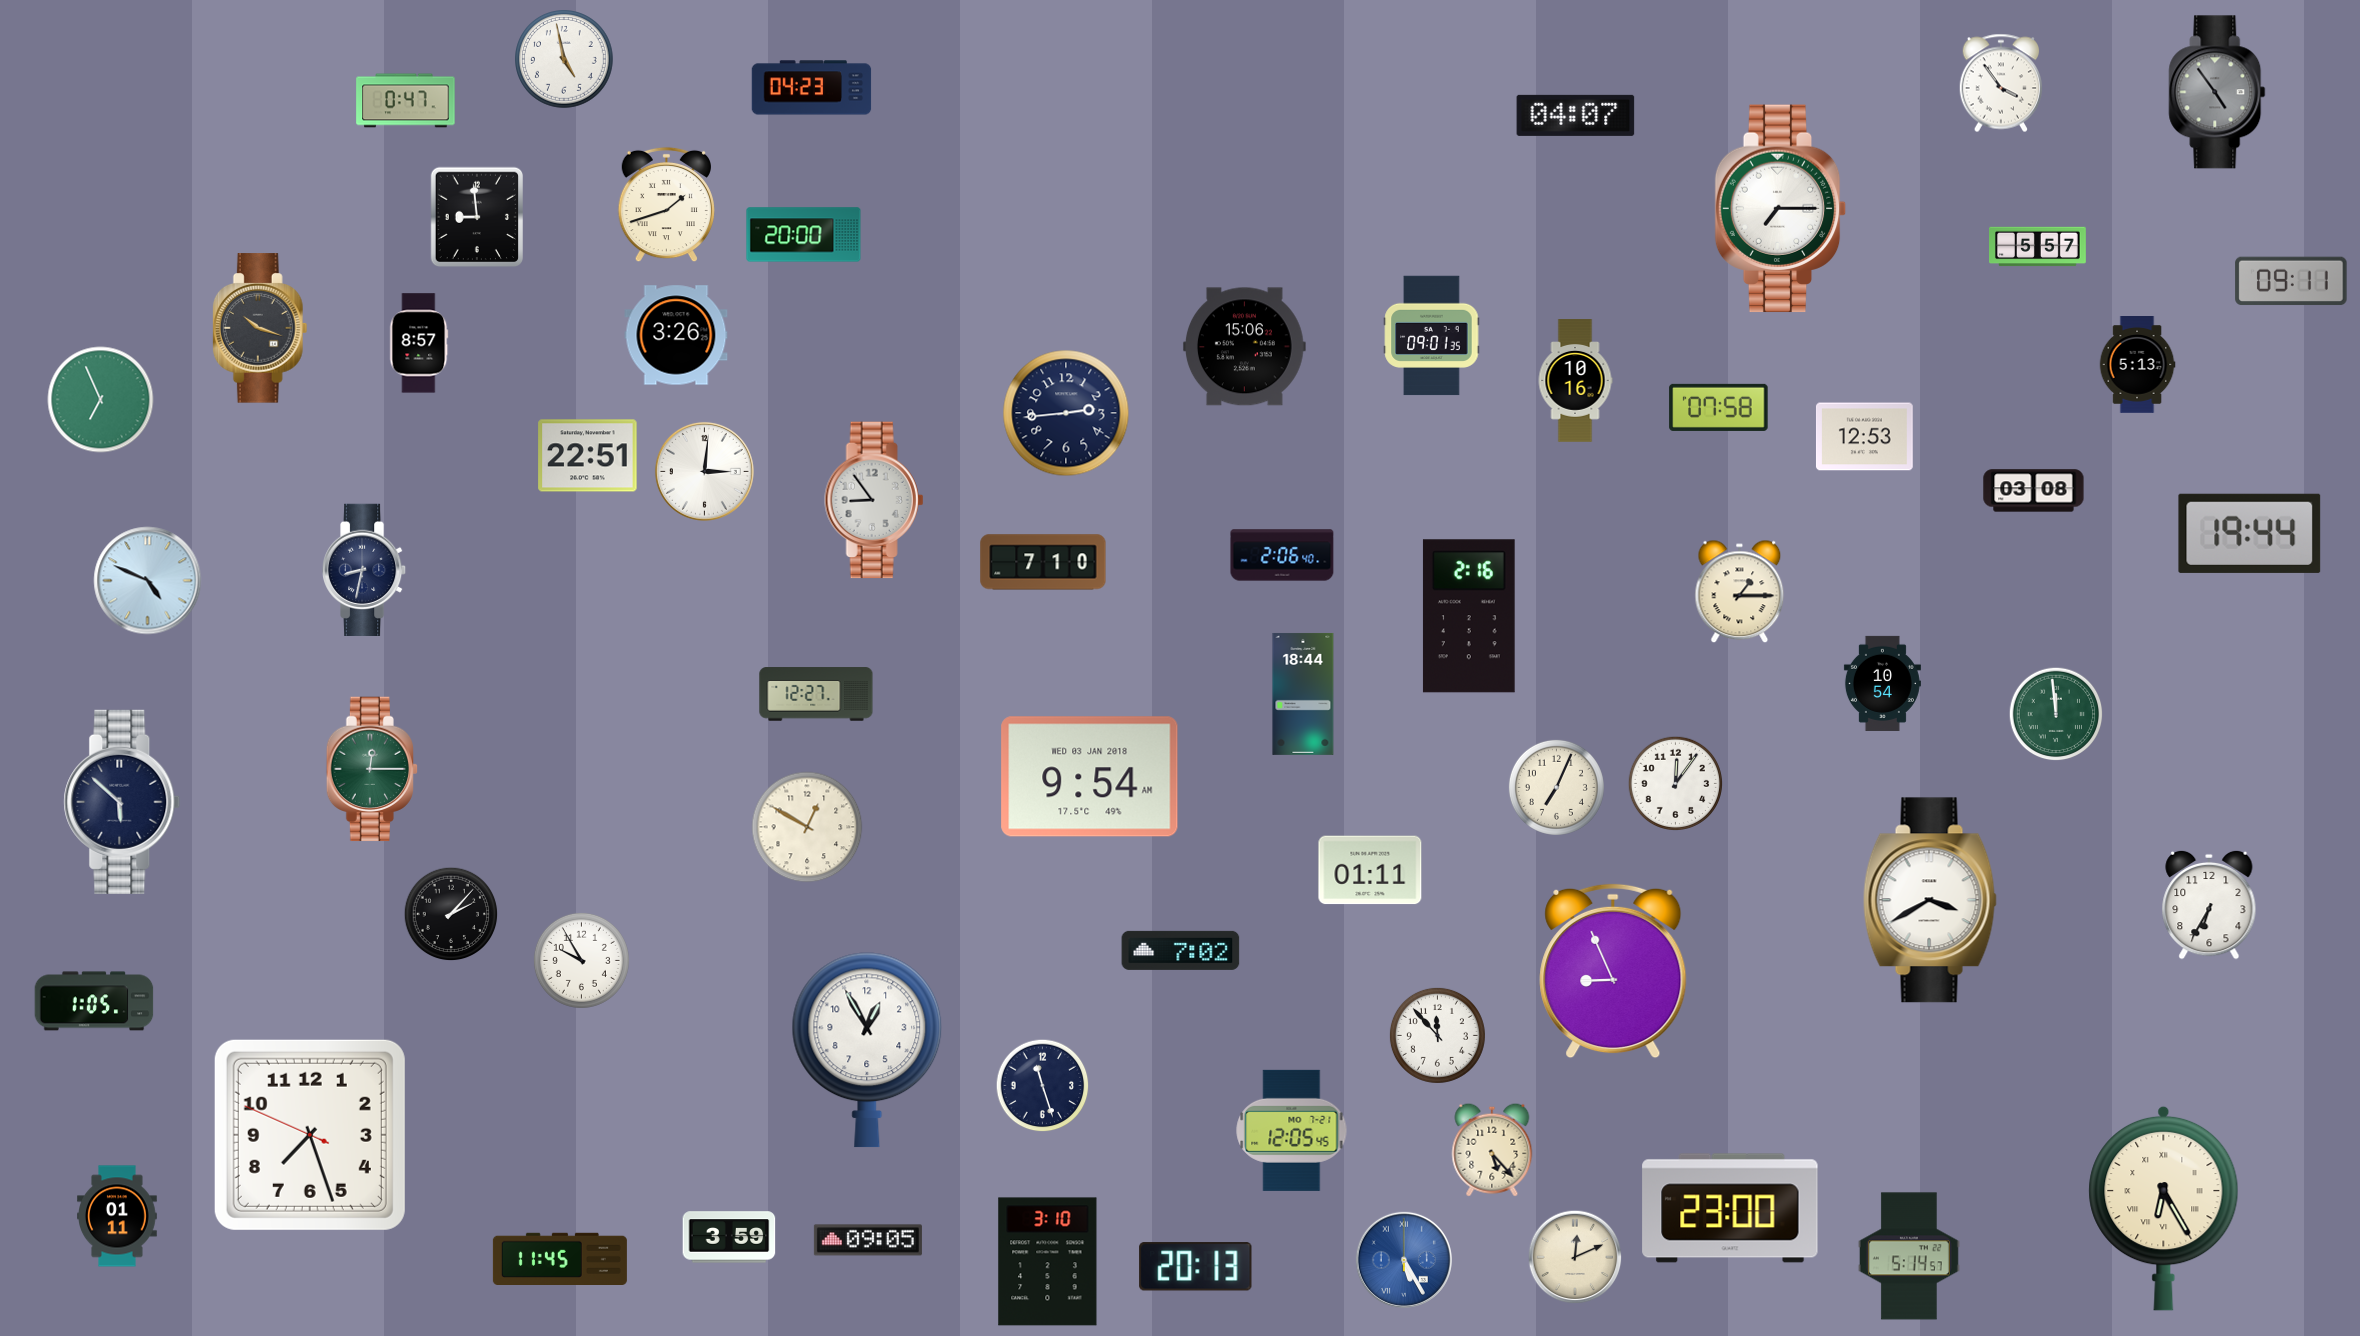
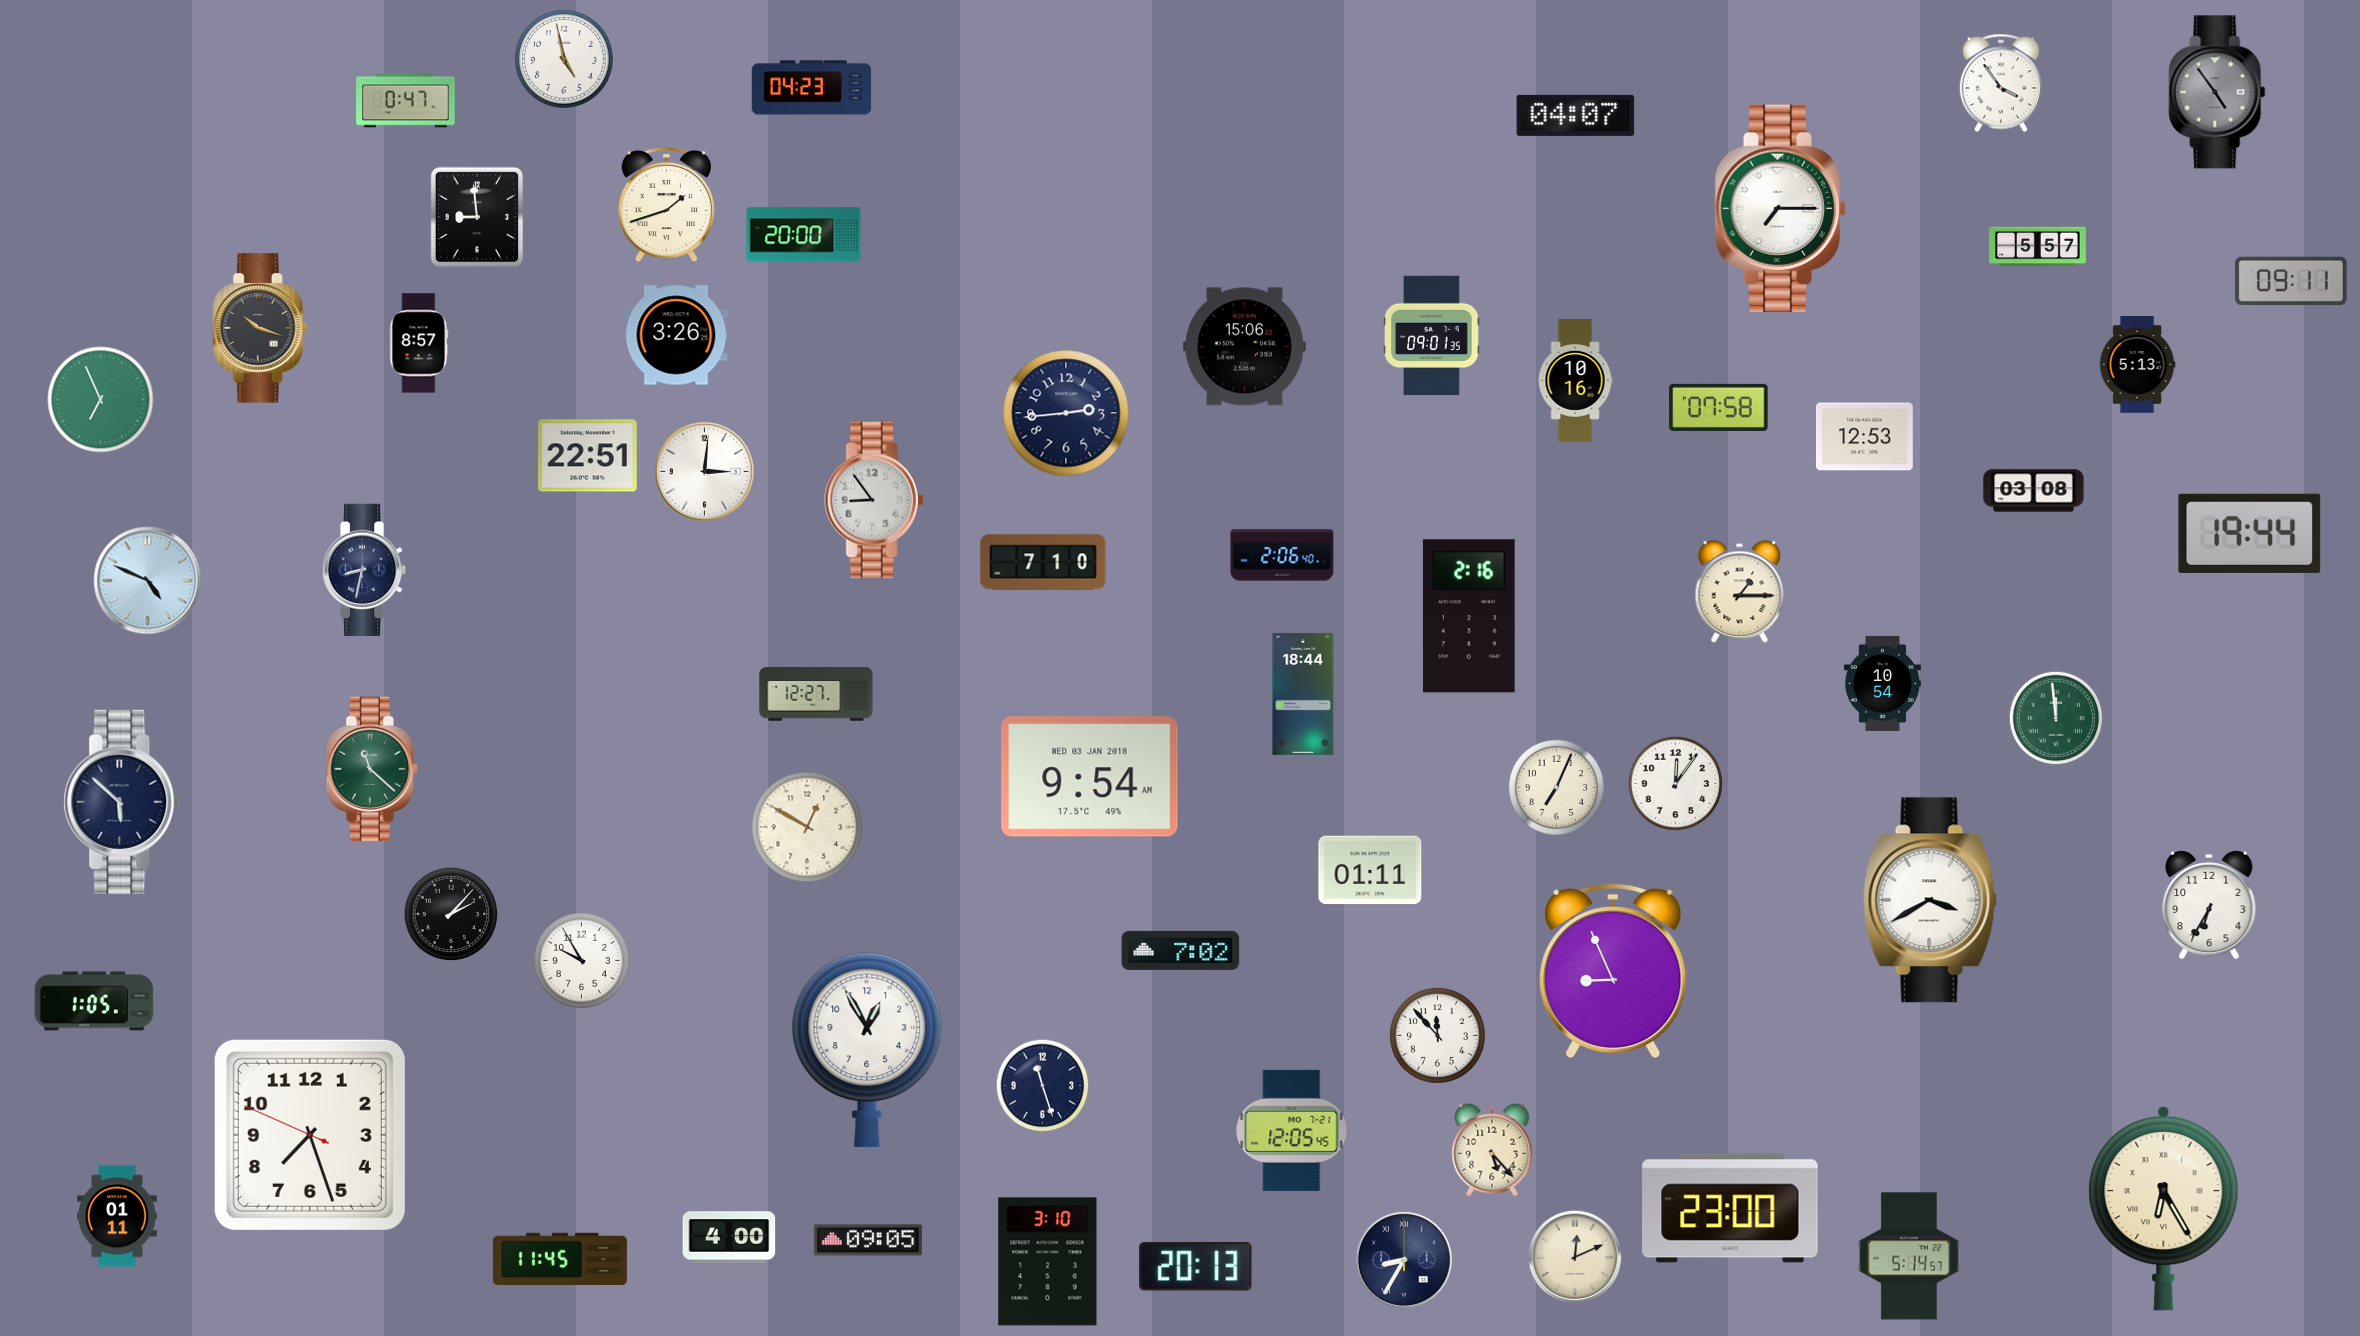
clock at (2056, 714) position: (2056, 714) -> (2056, 718)
clock at (371, 769): 12:15 -> 11:22
clock at (729, 1237): 3:59 -> 4:00
clock at (1404, 1260): 5:25 -> 8:35
clock at (1404, 1260) dial: blue -> navy
